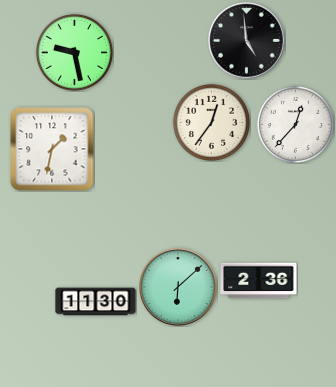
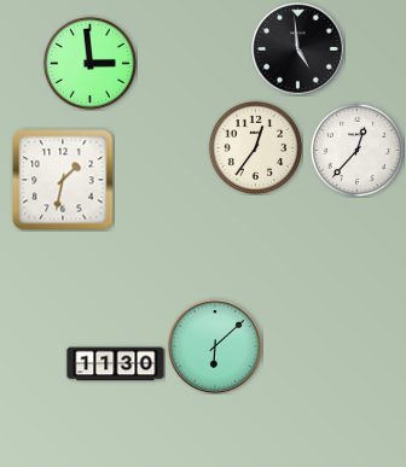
clock at (74, 52): 9:28 -> 2:59
clock at (259, 281): 2:36 -> none
